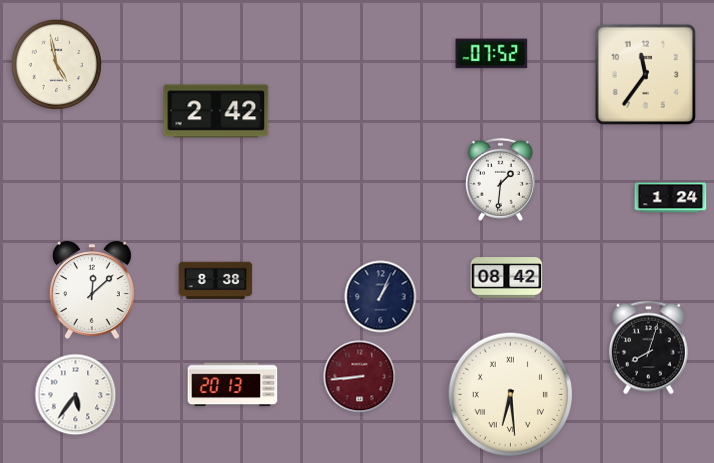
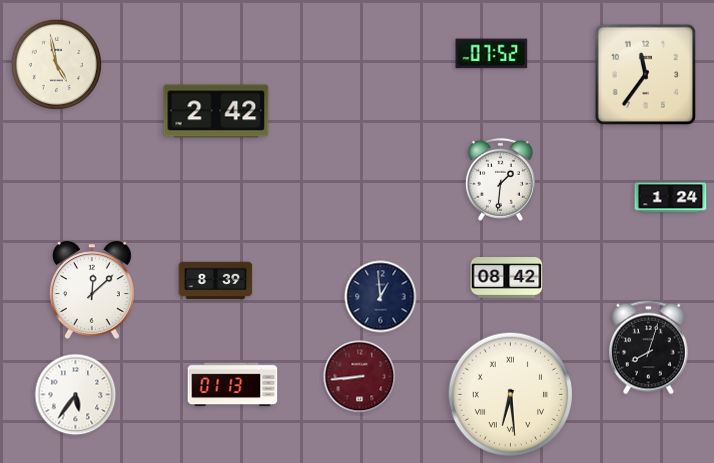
clock at (216, 281): 8:38 -> 8:39
clock at (381, 297): 1:04 -> 12:59
clock at (233, 385): 20:13 -> 01:13
